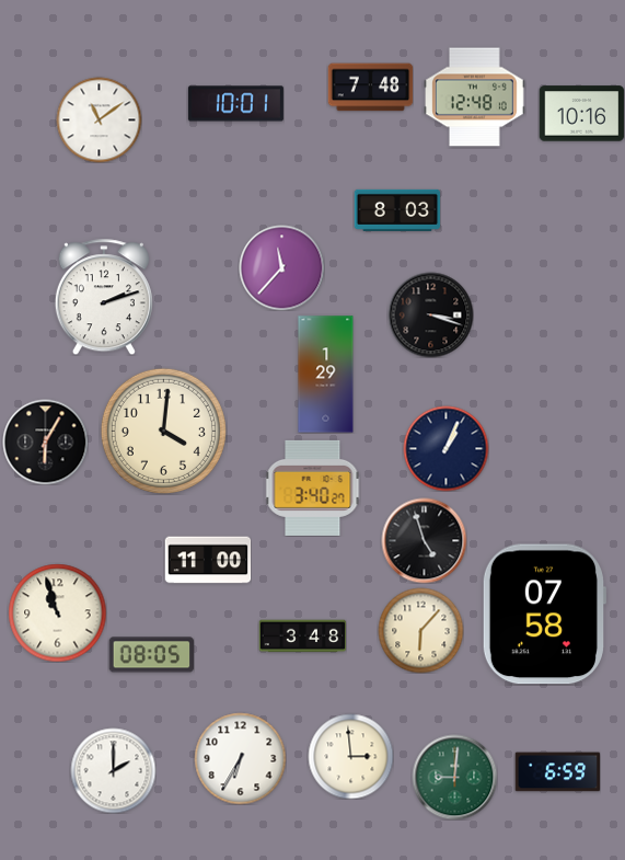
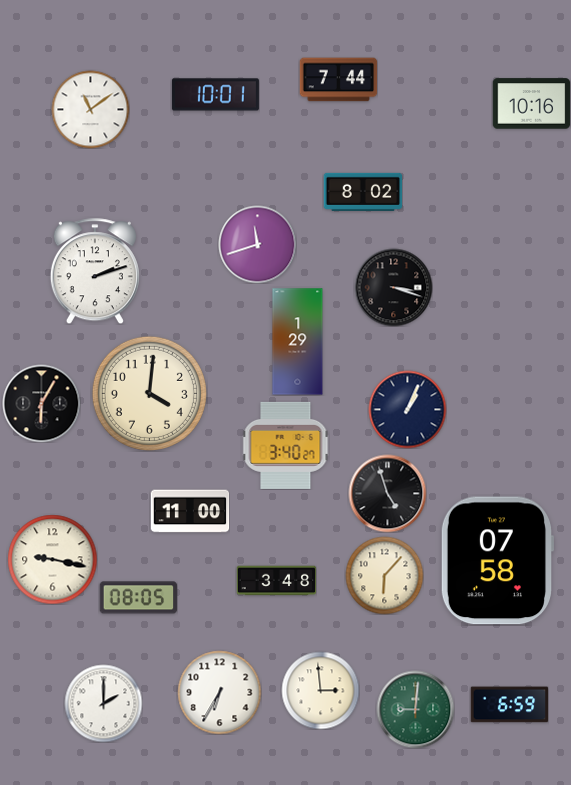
clock at (370, 88): 7:48 -> 7:44
clock at (475, 98): 12:48 -> none
clock at (397, 210): 8:03 -> 8:02
clock at (281, 267): 11:37 -> 11:42
clock at (57, 612): 10:57 -> 9:17
